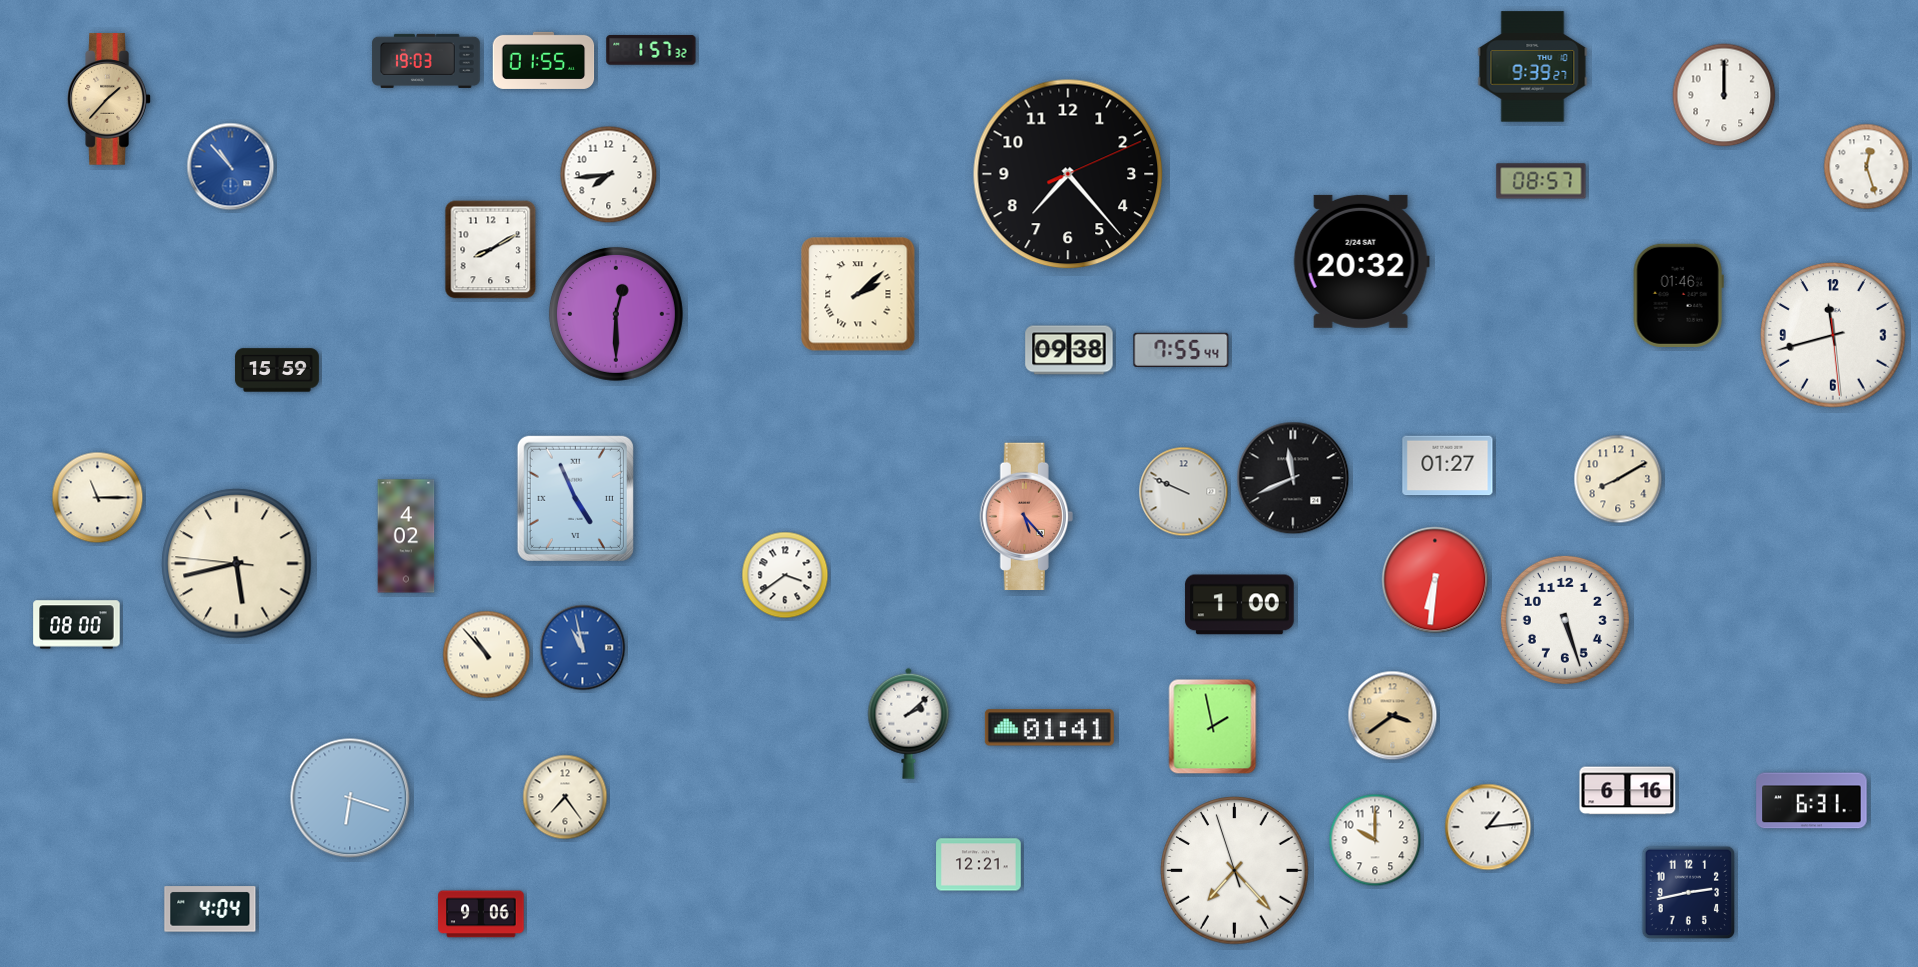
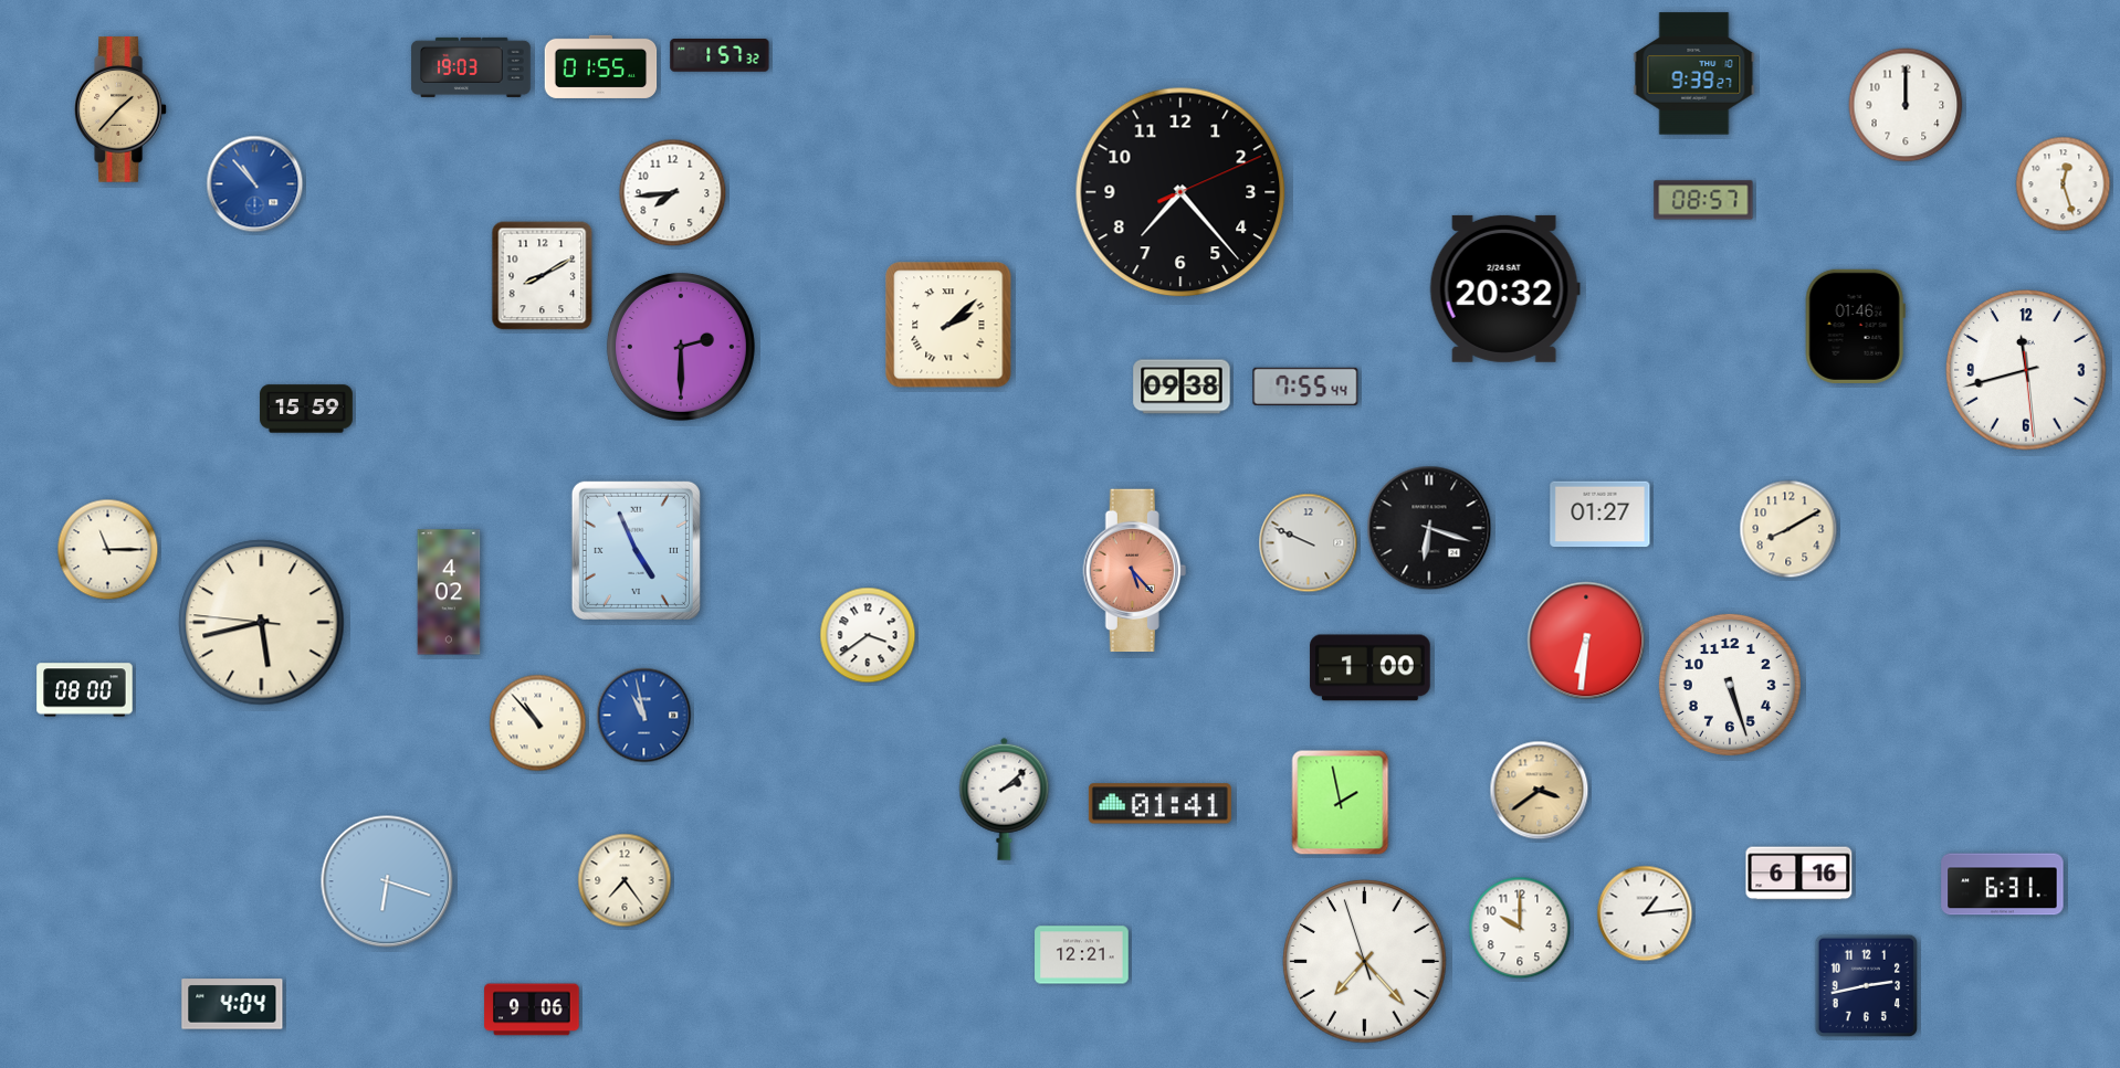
clock at (616, 314): 12:30 -> 2:30
clock at (1293, 478): 11:41 -> 6:18
